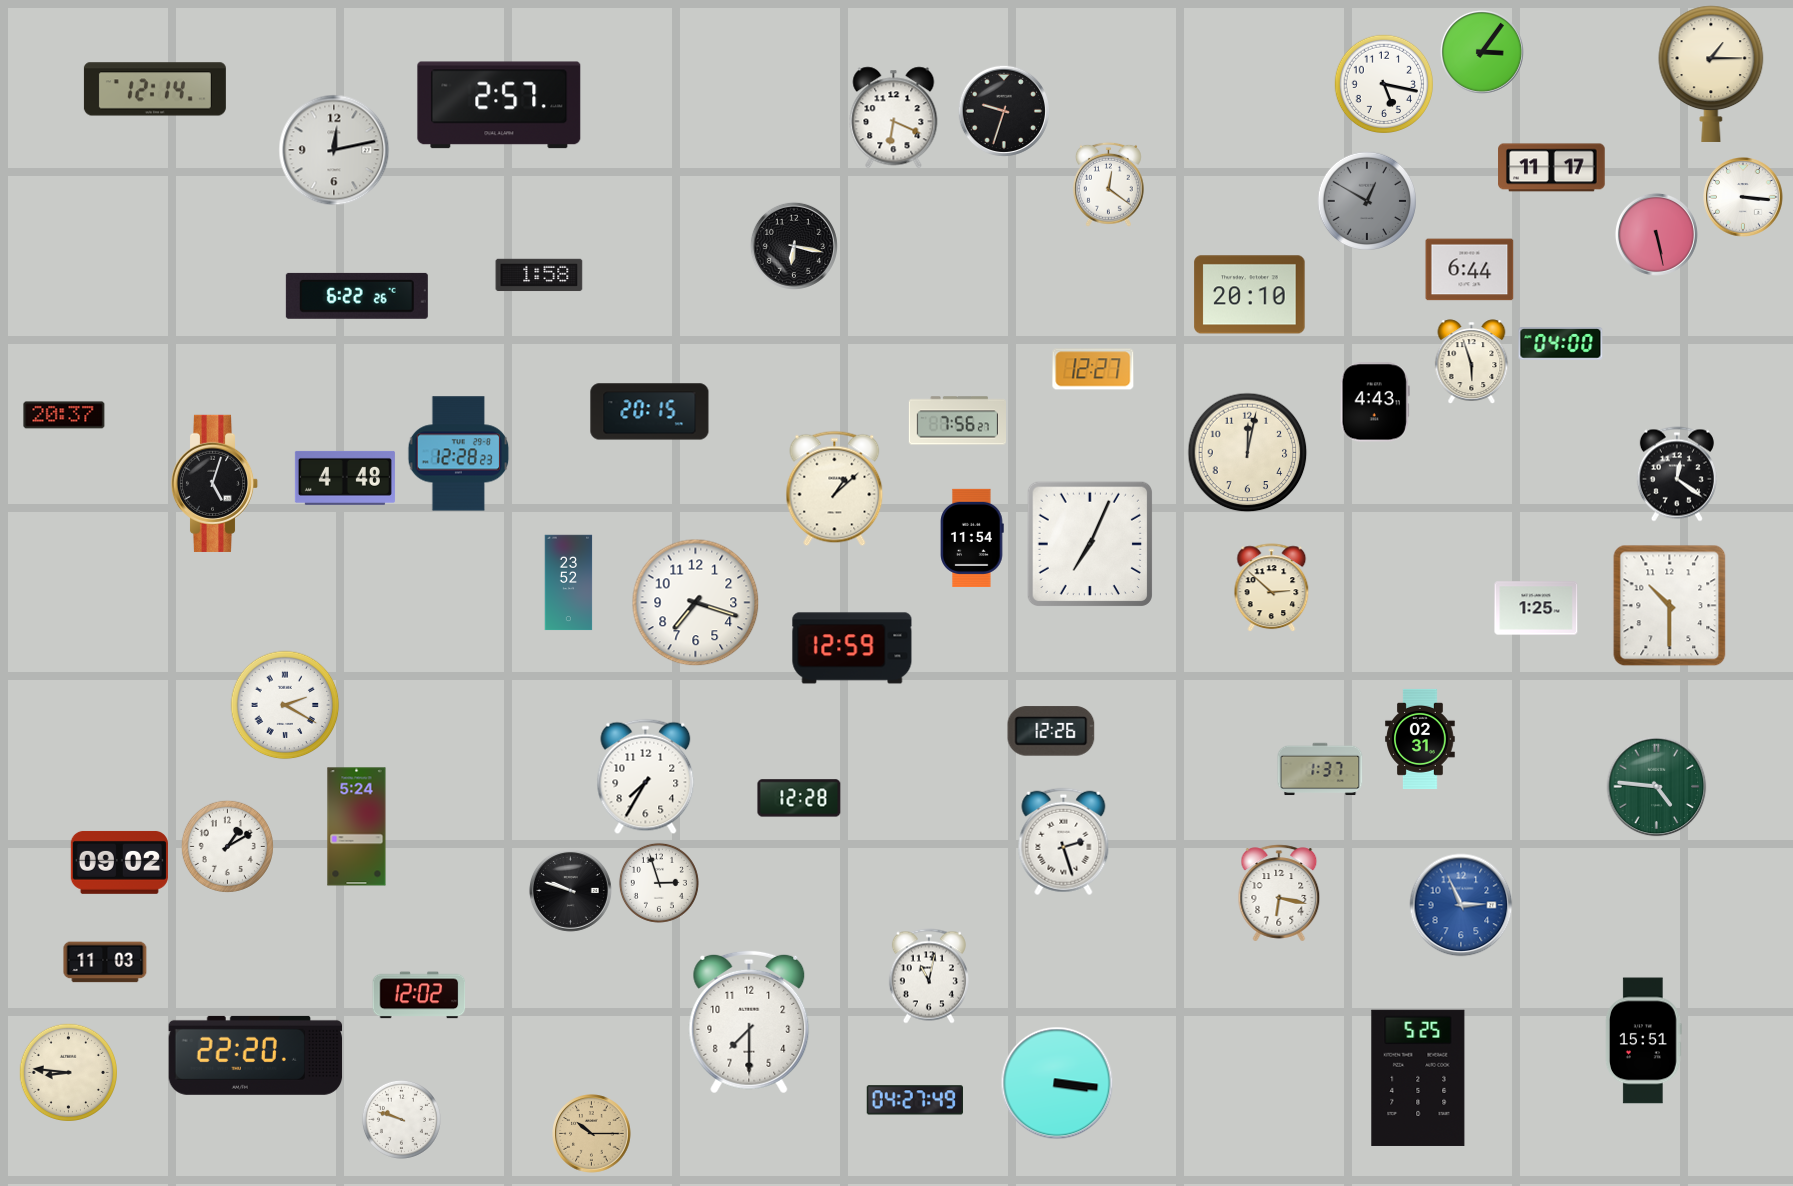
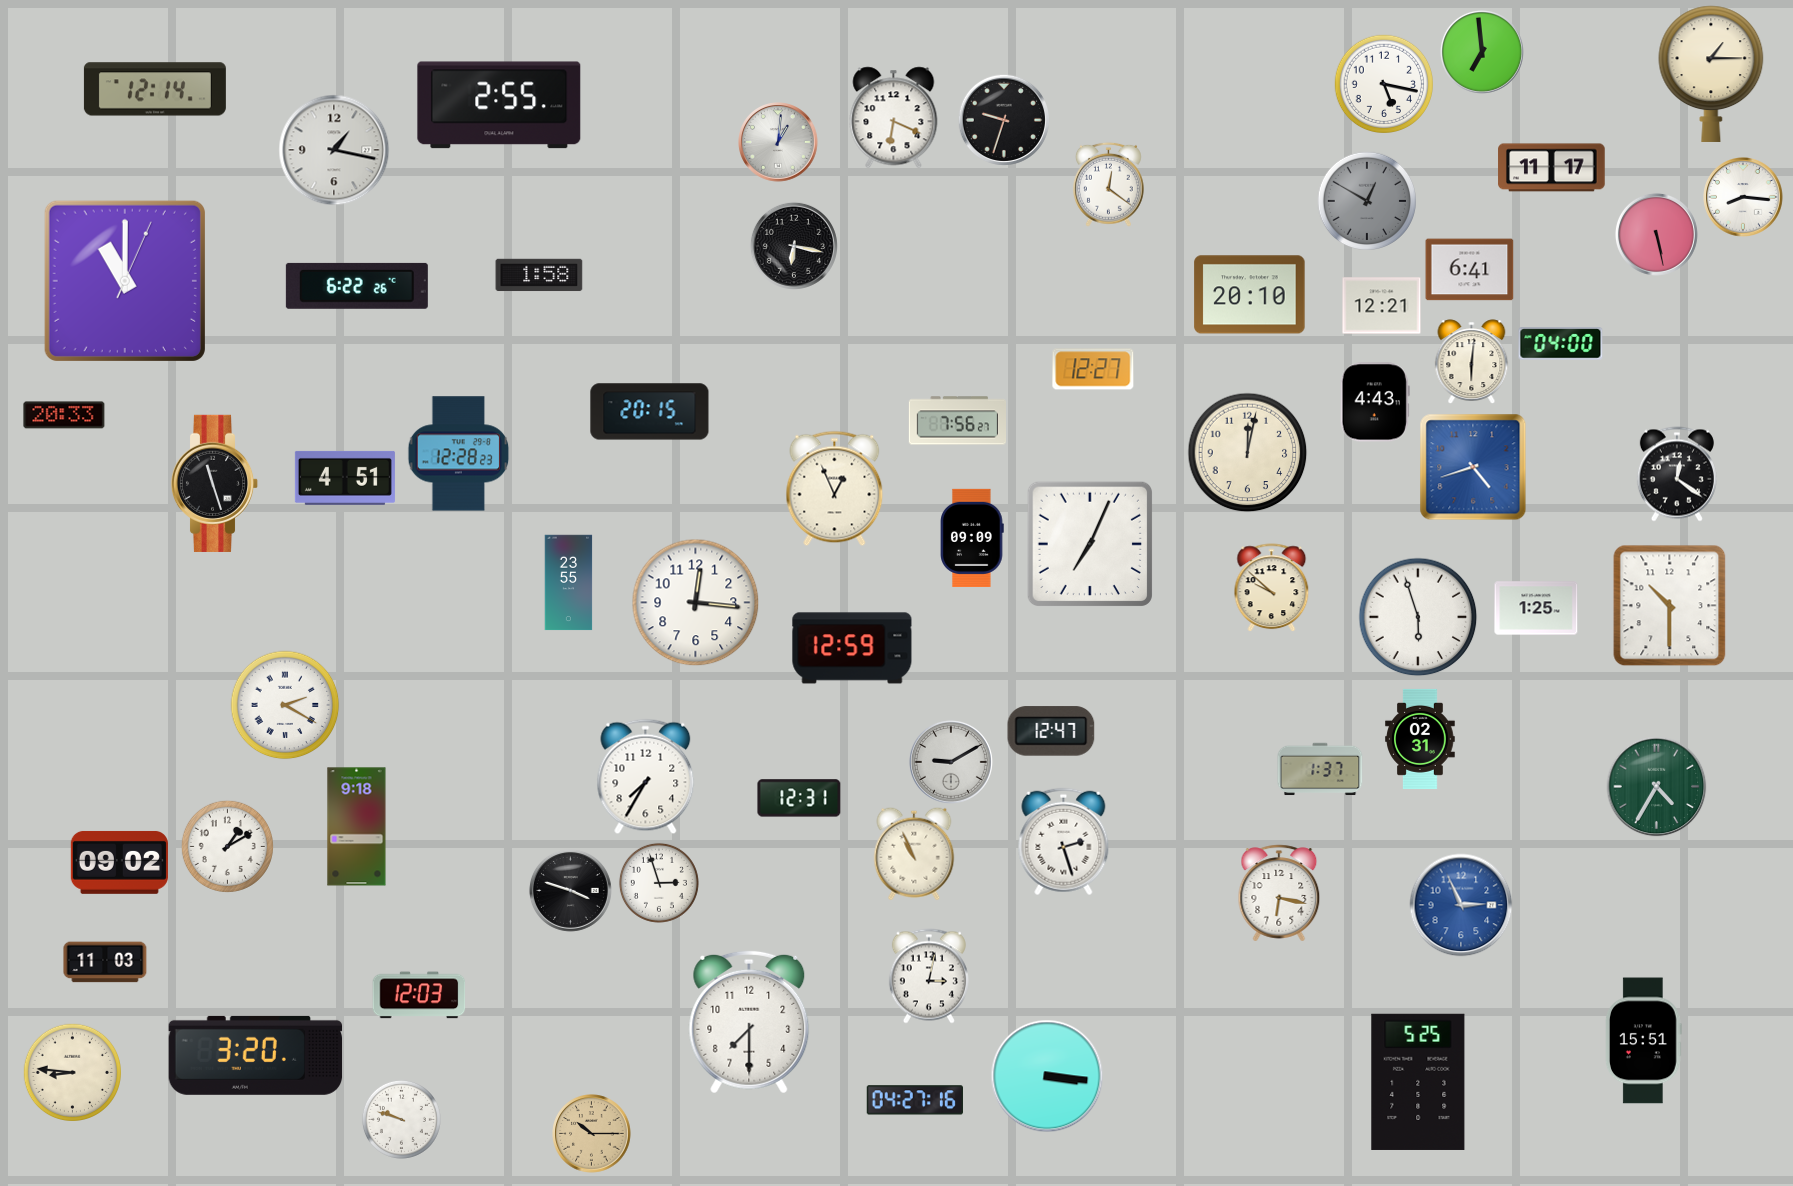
clock at (1482, 52): 3:06 -> 6:59
clock at (499, 105): 2:57 -> 2:55
clock at (1004, 110) position: (1004, 110) -> (1004, 119)
clock at (778, 142): none -> 1:01
clock at (334, 150): 12:13 -> 1:17
clock at (1743, 197): 3:16 -> 8:16
clock at (1470, 270): 6:44 -> 6:41
clock at (125, 281): none -> 11:00
clock at (357, 296) position: (357, 296) -> (357, 286)
clock at (1382, 306): none -> 12:21
clock at (1472, 362): 5:57 -> 6:01
clock at (64, 415): 20:37 -> 20:33
clock at (1473, 467): none -> 4:42
clock at (345, 478): 4:48 -> 4:51
clock at (215, 483): 5:03 -> 11:27
clock at (835, 489): 1:08 -> 12:56
clock at (972, 538): 11:54 -> 09:09
clock at (569, 583): 23:52 -> 23:55
clock at (1272, 588): 2:52 -> 9:52
clock at (696, 603): 7:18 -> 12:16
clock at (1418, 617): none -> 5:57
clock at (1051, 731): 12:26 -> 12:47
clock at (951, 762): none -> 9:10
clock at (1657, 787): 4:46 -> 4:35
clock at (799, 798): 12:28 -> 12:31
clock at (357, 827): 5:24 -> 9:18
clock at (914, 854): none -> 10:56
clock at (570, 890): 9:48 -> 3:48
clock at (929, 976): 11:02 -> 3:02
clock at (419, 995): 12:02 -> 12:03
clock at (256, 1055): 22:20 -> 3:20
clock at (68, 1072) position: (68, 1072) -> (72, 1072)
clock at (1418, 1078) position: (1418, 1078) -> (1418, 1082)
clock at (1057, 1083) position: (1057, 1083) -> (1047, 1076)
clock at (915, 1100): 04:27:49 -> 04:27:16
